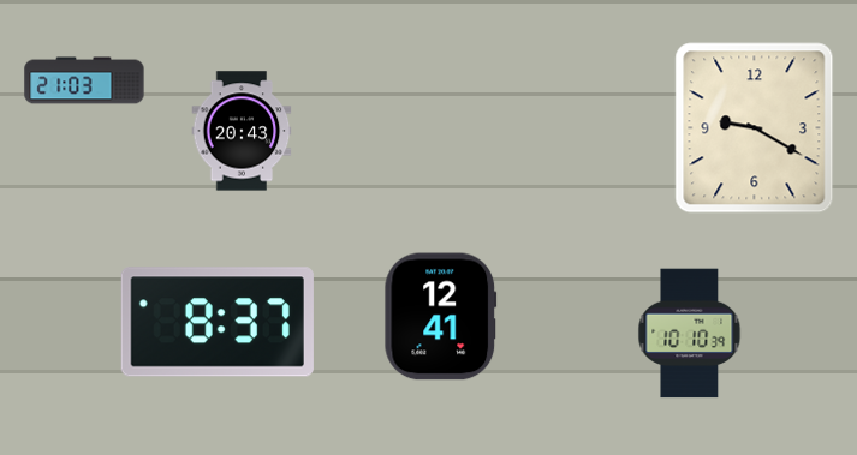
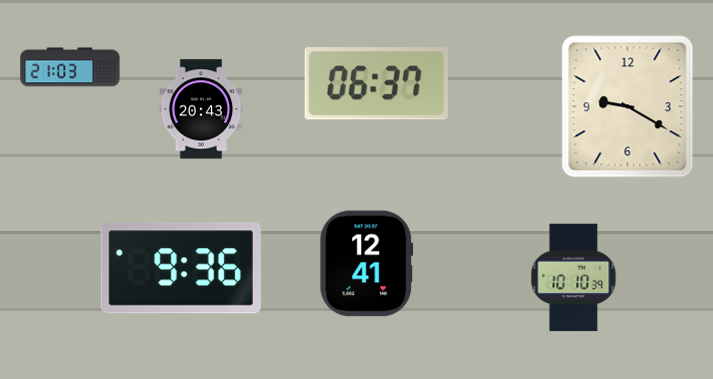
clock at (376, 84): none -> 06:37
clock at (218, 322): 8:37 -> 9:36
